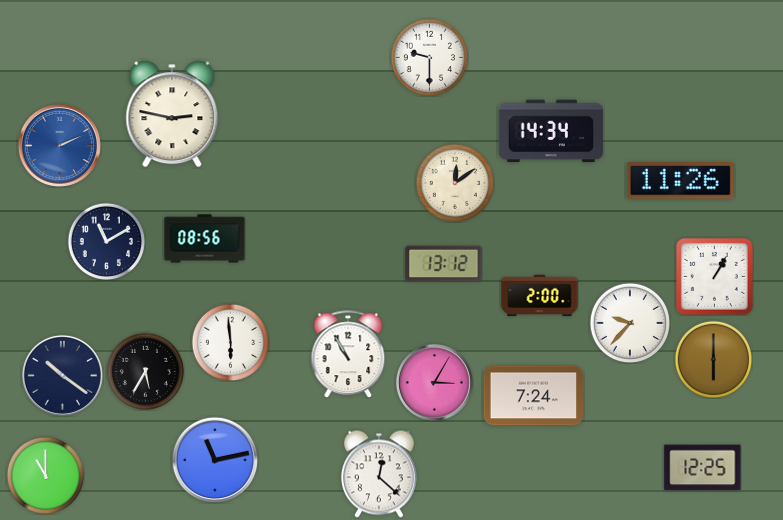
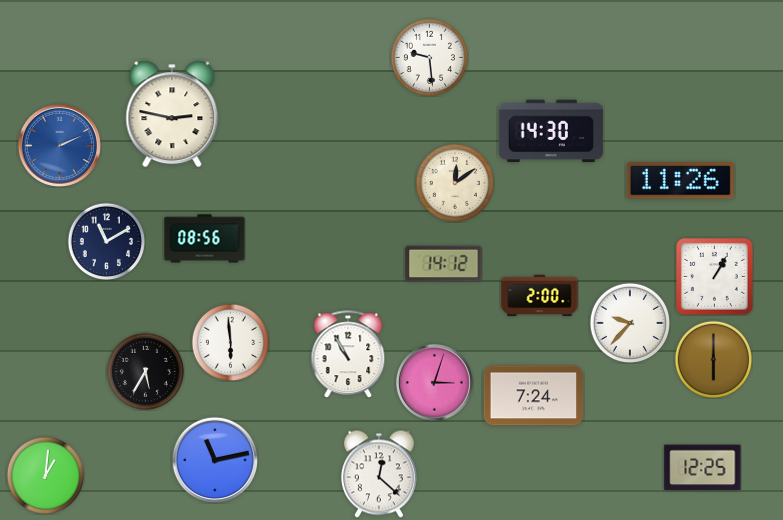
clock at (429, 57): 9:30 -> 9:29
clock at (551, 131): 14:34 -> 14:30
clock at (444, 264): 13:12 -> 14:12
clock at (62, 375): 10:21 -> none
clock at (435, 383): 3:05 -> 3:03
clock at (45, 475): 11:00 -> 1:01
